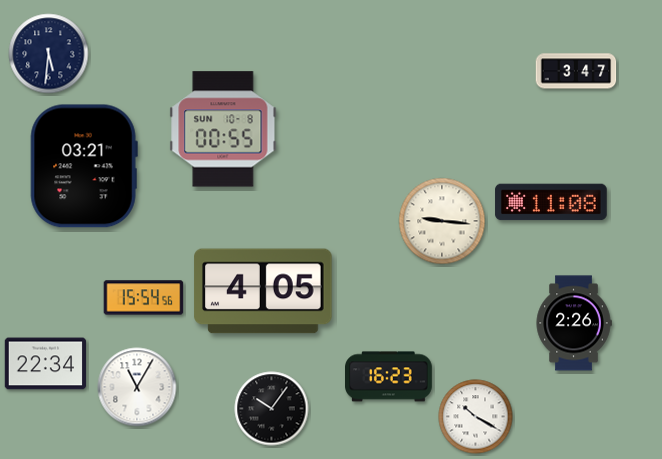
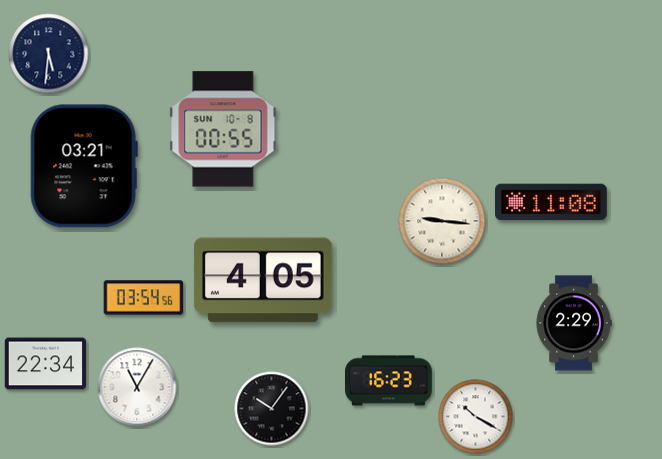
clock at (576, 71): 3:47 -> none
clock at (263, 291) position: (263, 291) -> (263, 280)
clock at (144, 298): 15:54 -> 03:54
clock at (574, 323): 2:26 -> 2:29
clock at (389, 377) position: (389, 377) -> (389, 381)
